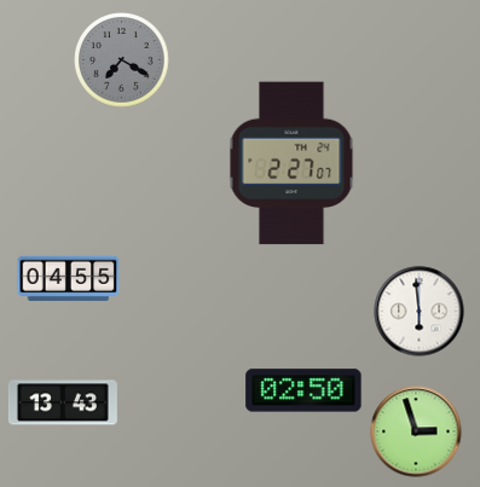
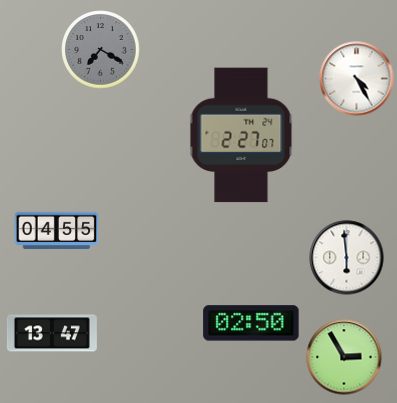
clock at (357, 79): none -> 4:25
clock at (63, 402): 13:43 -> 13:47
clock at (416, 431): 2:57 -> 2:55
